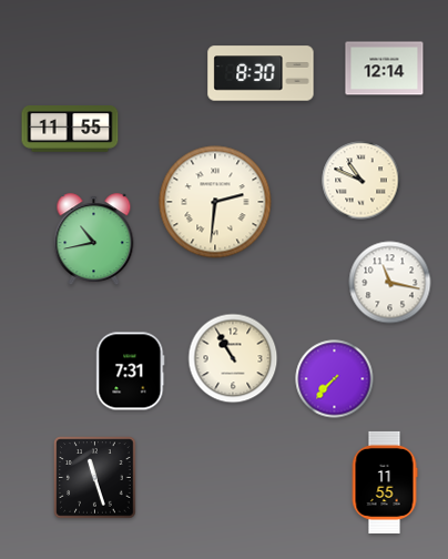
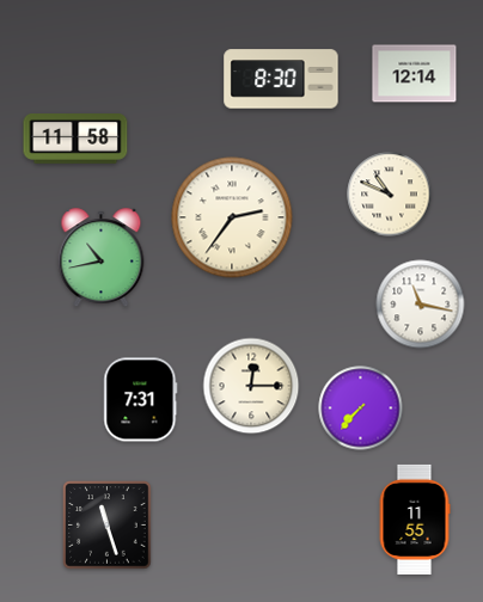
clock at (70, 130): 11:55 -> 11:58
clock at (215, 202): 2:31 -> 2:36
clock at (233, 358): 10:55 -> 12:15
clock at (95, 478) position: (95, 478) -> (108, 526)
